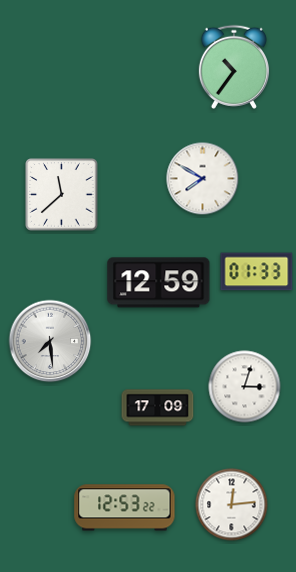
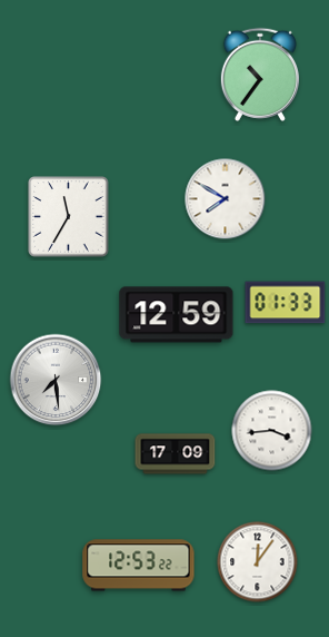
clock at (62, 195): 11:38 -> 11:35
clock at (245, 387): 3:03 -> 3:44
clock at (232, 505): 12:14 -> 12:06
